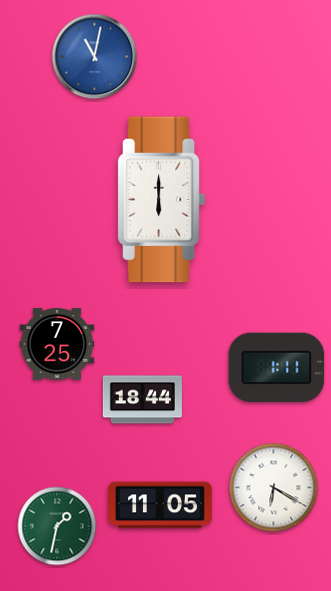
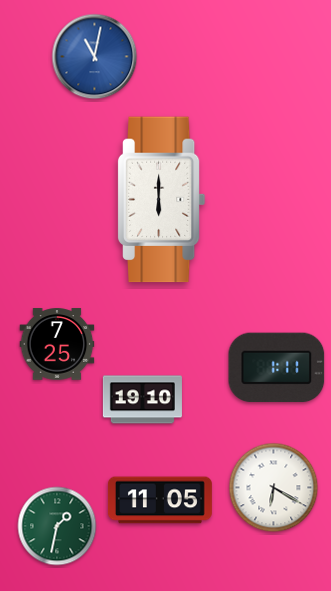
clock at (142, 400): 18:44 -> 19:10
clock at (160, 505) position: (160, 505) -> (160, 500)
